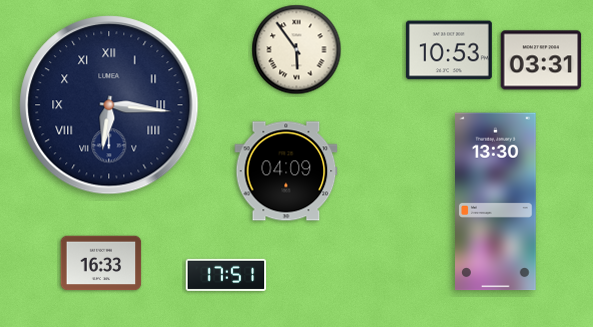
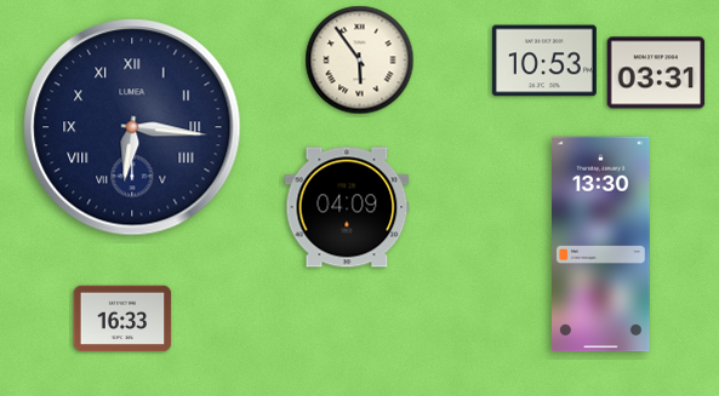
clock at (226, 275): 17:51 -> none
